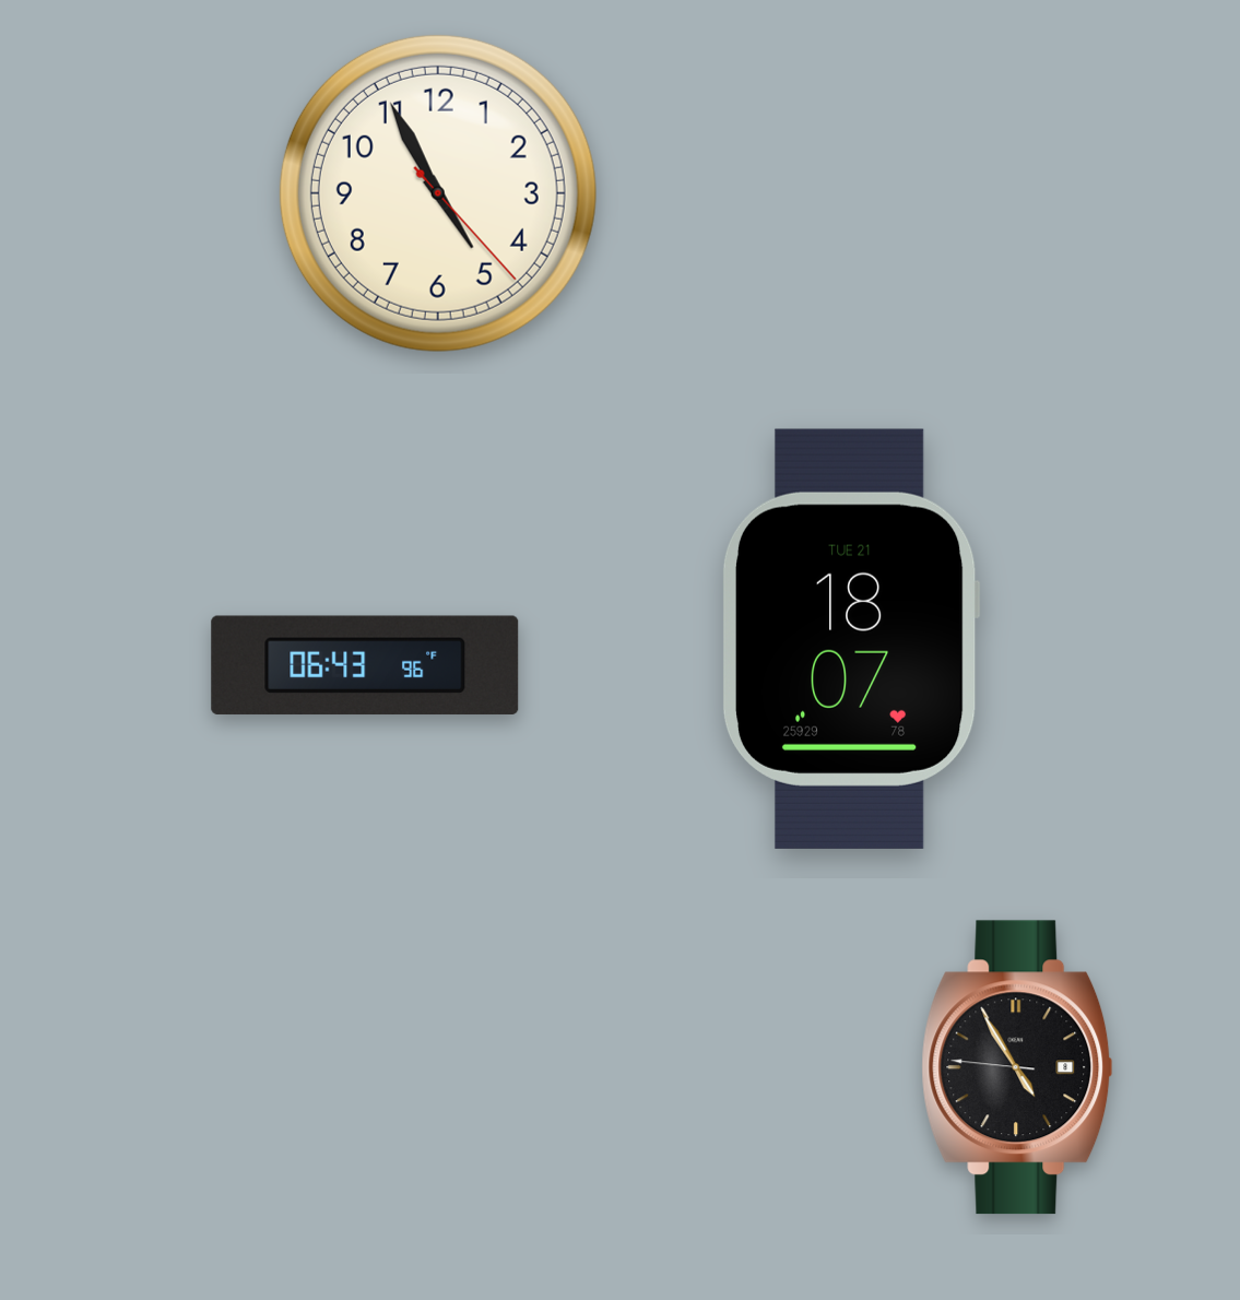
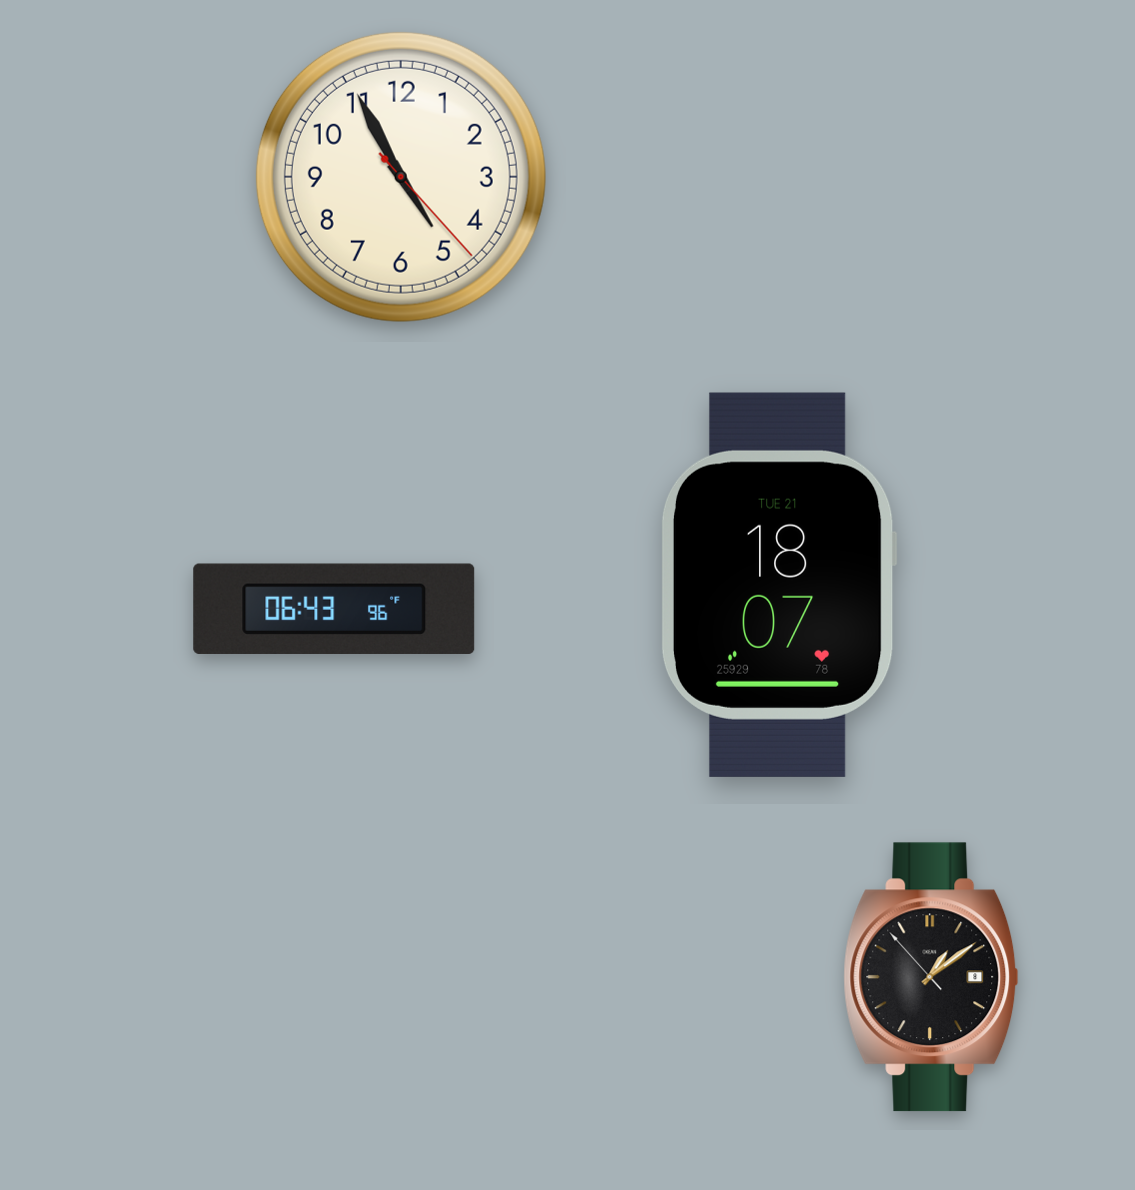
clock at (1017, 1067): 4:54 -> 1:08
